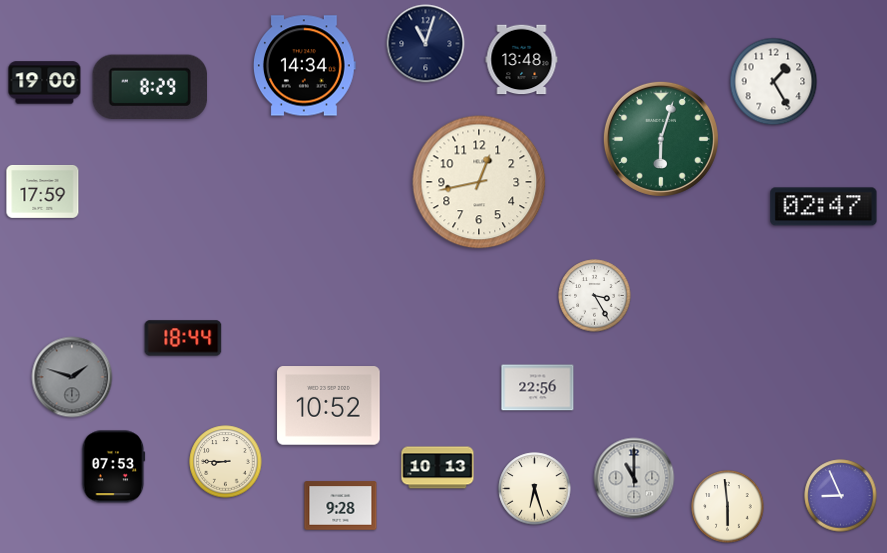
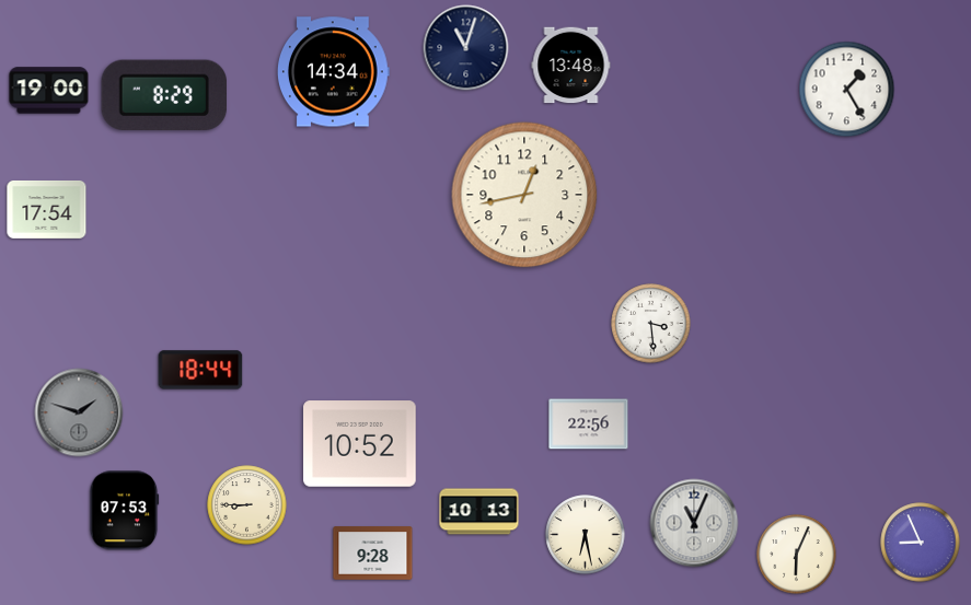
clock at (661, 139): 6:03 -> none
clock at (479, 182) position: (479, 182) -> (524, 195)
clock at (43, 191): 17:59 -> 17:54
clock at (824, 207): 02:47 -> none
clock at (595, 296): 3:25 -> 3:29
clock at (634, 478): 11:00 -> 11:04
clock at (535, 489): 6:27 -> 6:28
clock at (728, 507): 5:59 -> 6:04
